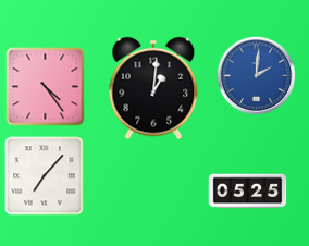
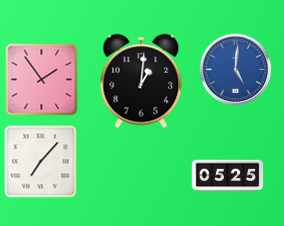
clock at (257, 76): 2:01 -> 5:01
clock at (46, 87): 4:24 -> 1:54
